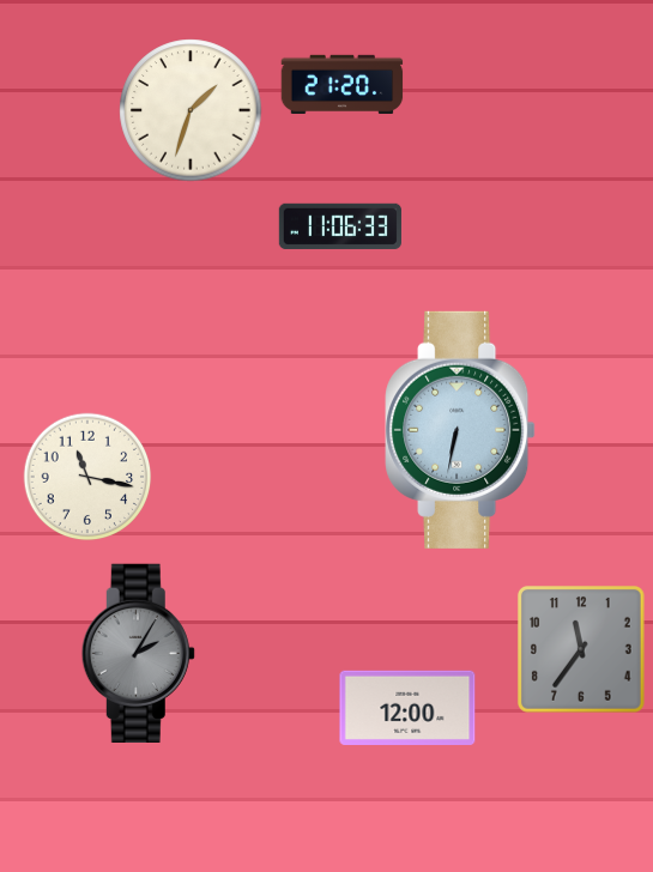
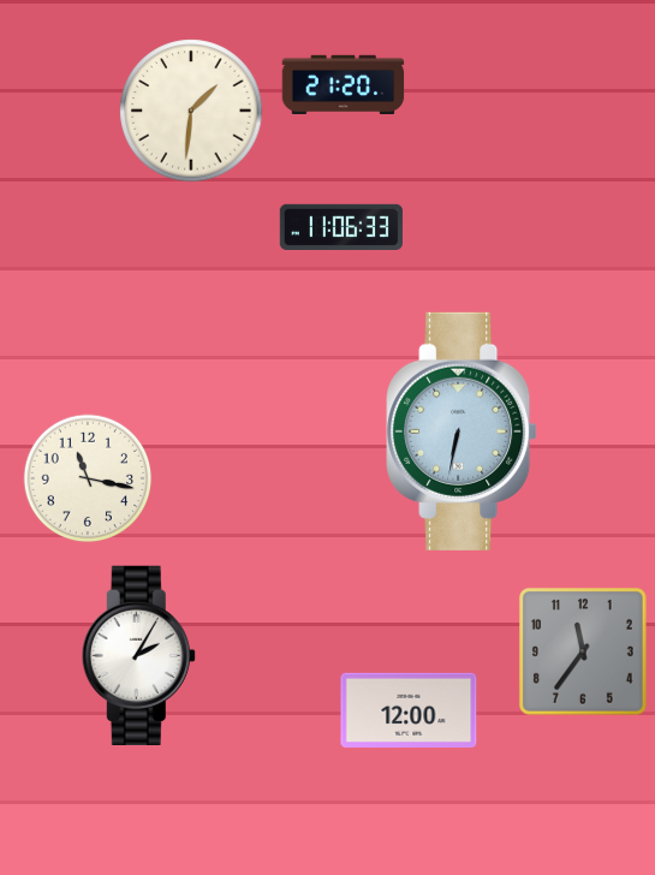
clock at (191, 110): 1:33 -> 1:31
clock at (138, 653) dial: grey -> white
